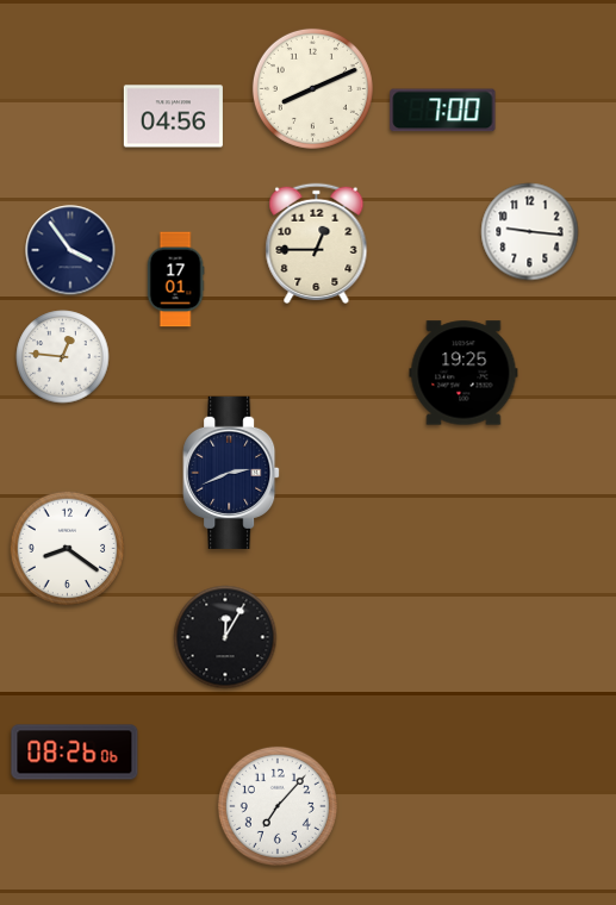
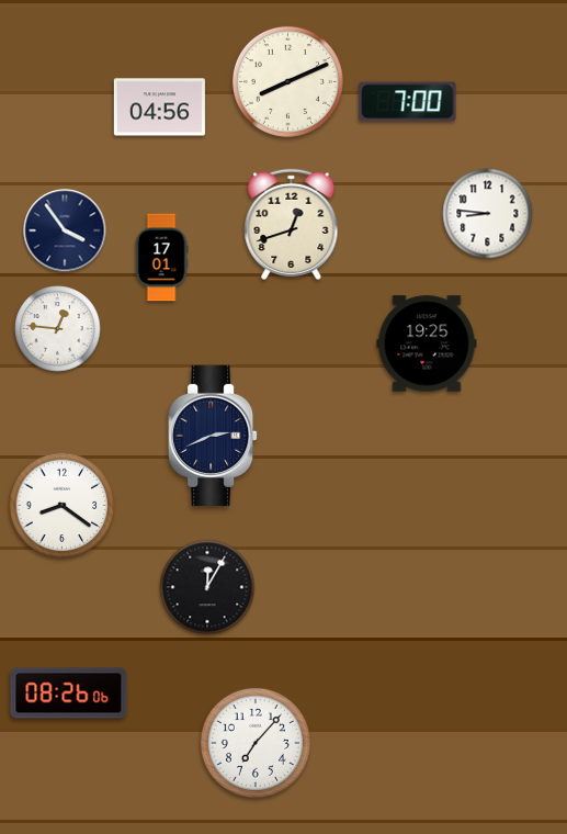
clock at (530, 232): 9:16 -> 8:46
clock at (317, 243): 12:45 -> 12:42
